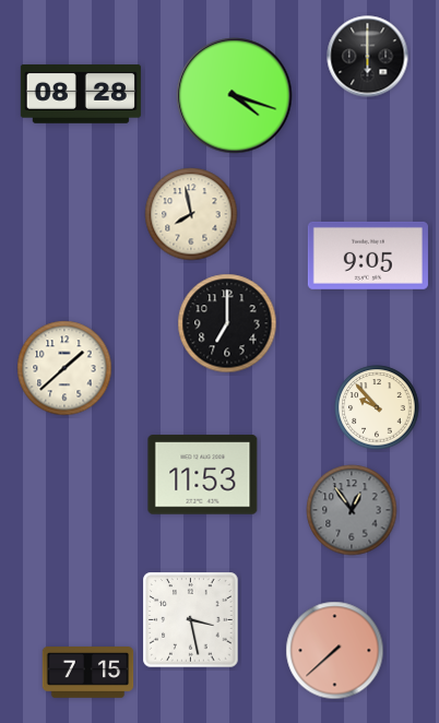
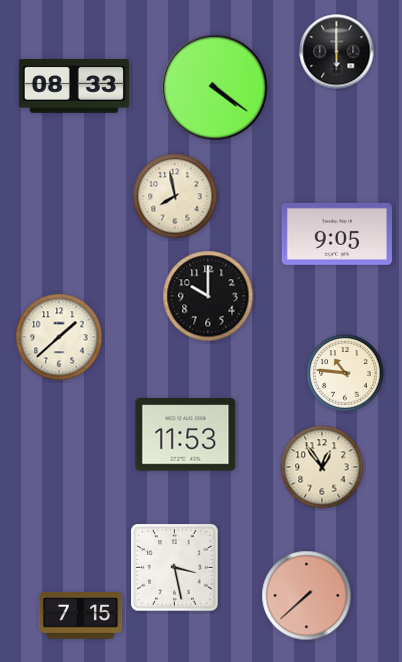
clock at (81, 94): 08:28 -> 08:33
clock at (235, 96): 4:18 -> 4:21
clock at (227, 323): 7:00 -> 10:00
clock at (377, 407): 9:53 -> 10:46
clock at (352, 510) dial: grey -> cream
